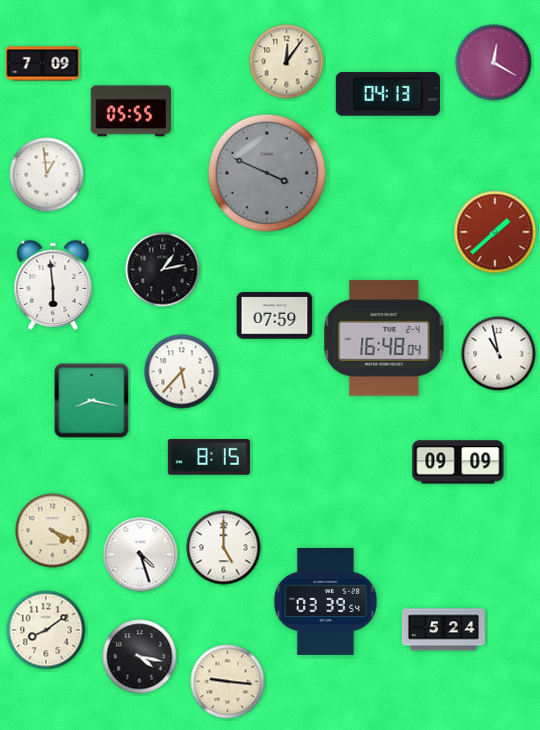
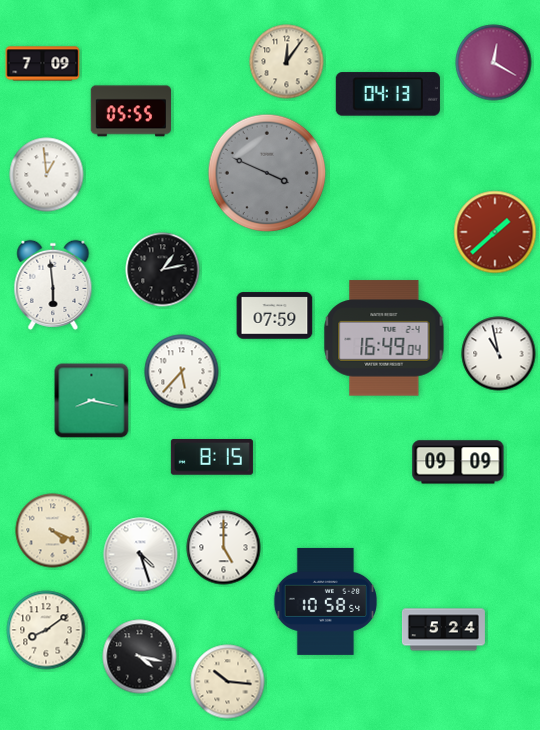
clock at (384, 338): 16:48 -> 16:49
clock at (209, 457) position: (209, 457) -> (212, 457)
clock at (326, 601): 03:39 -> 10:58
clock at (228, 682): 9:16 -> 10:16
